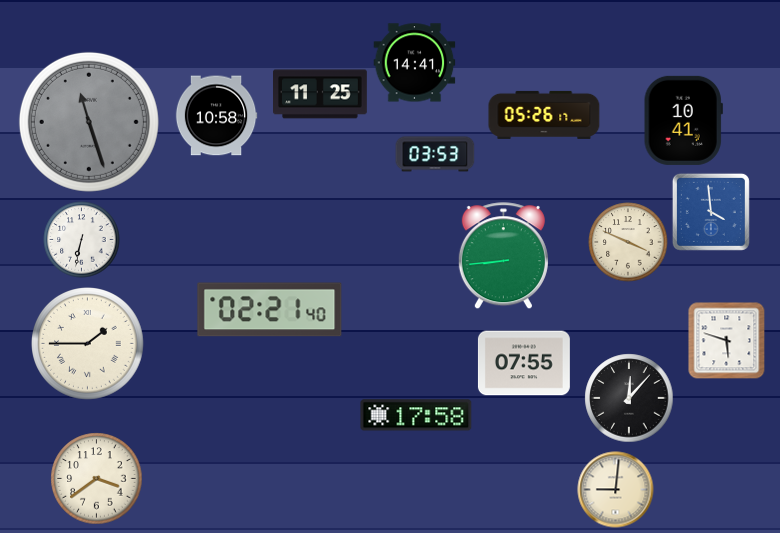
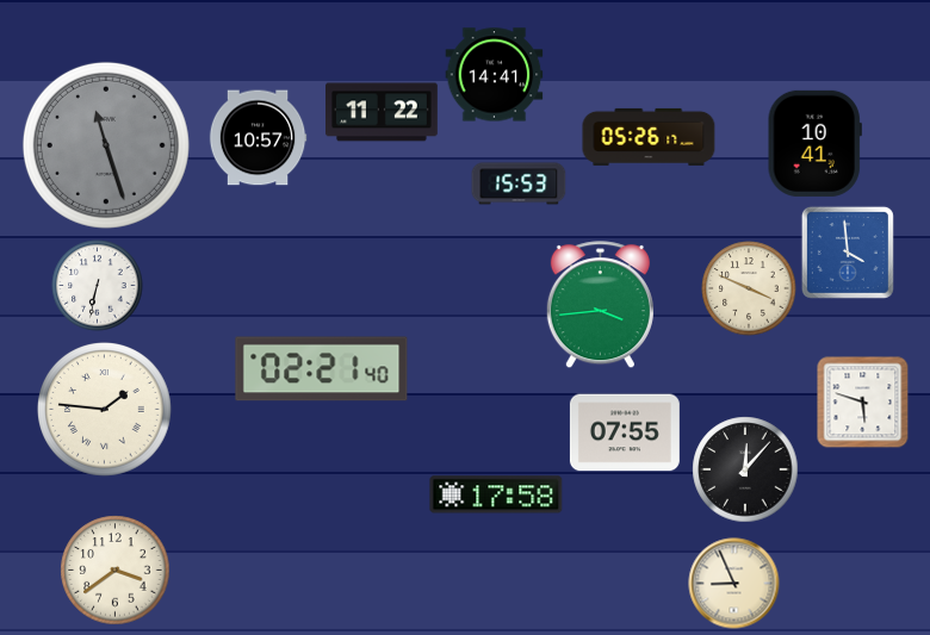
clock at (321, 94): 11:25 -> 11:22
clock at (216, 116): 10:58 -> 10:57
clock at (435, 154): 03:53 -> 15:53
clock at (503, 256): 8:44 -> 3:44
clock at (727, 341) position: (727, 341) -> (863, 403)
clock at (88, 344): 1:45 -> 1:46
clock at (629, 398) position: (629, 398) -> (745, 469)
clock at (616, 490): 9:01 -> 8:56
